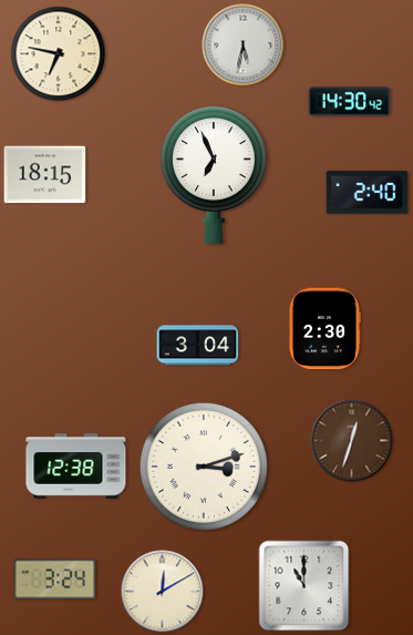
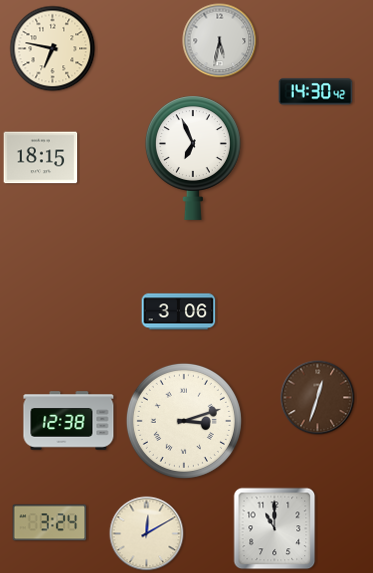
clock at (368, 193): 2:40 -> none
clock at (324, 329): 2:30 -> none
clock at (198, 346): 3:04 -> 3:06
